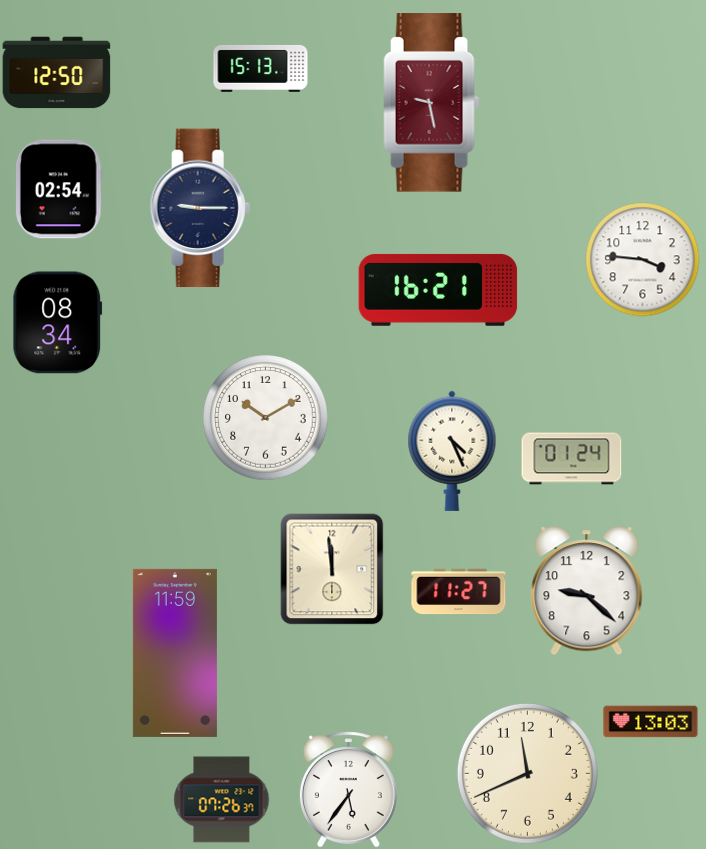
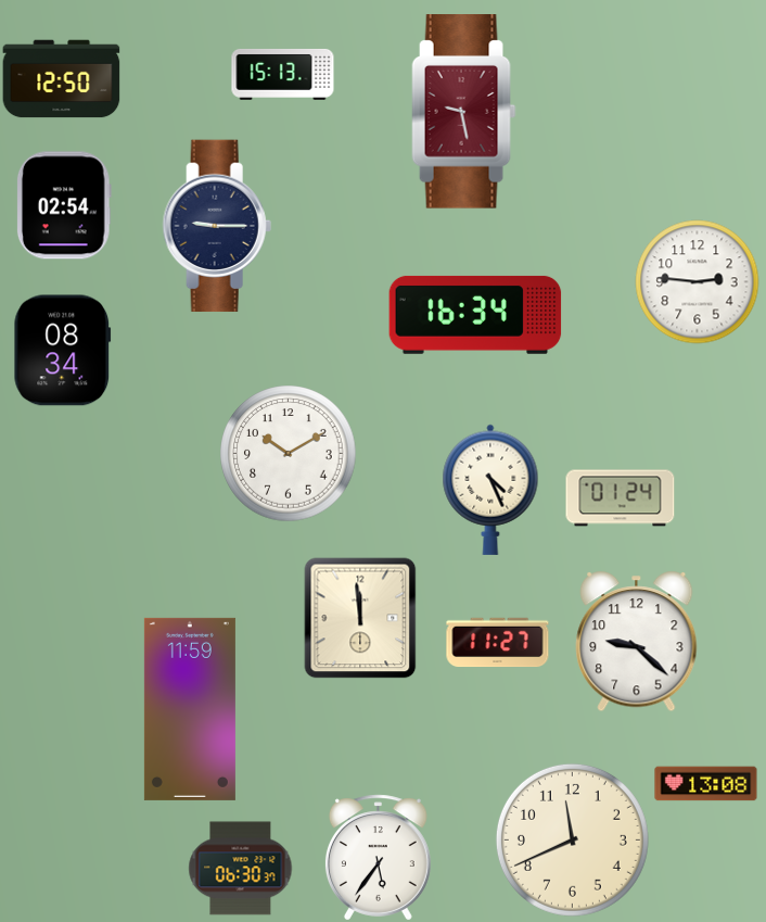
clock at (432, 103) position: (432, 103) -> (464, 112)
clock at (643, 260): 3:46 -> 2:46
clock at (438, 290): 16:21 -> 16:34
clock at (651, 722): 13:03 -> 13:08
clock at (222, 800): 07:26 -> 06:30
